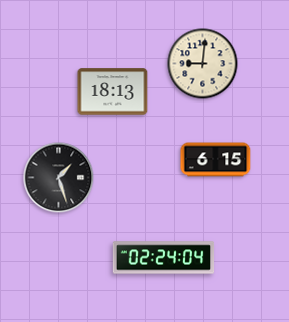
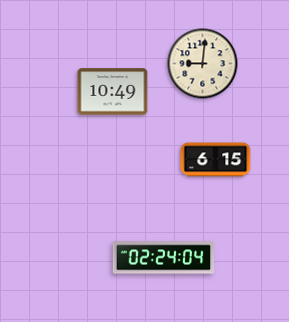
clock at (113, 92): 18:13 -> 10:49
clock at (59, 178): 1:27 -> none
